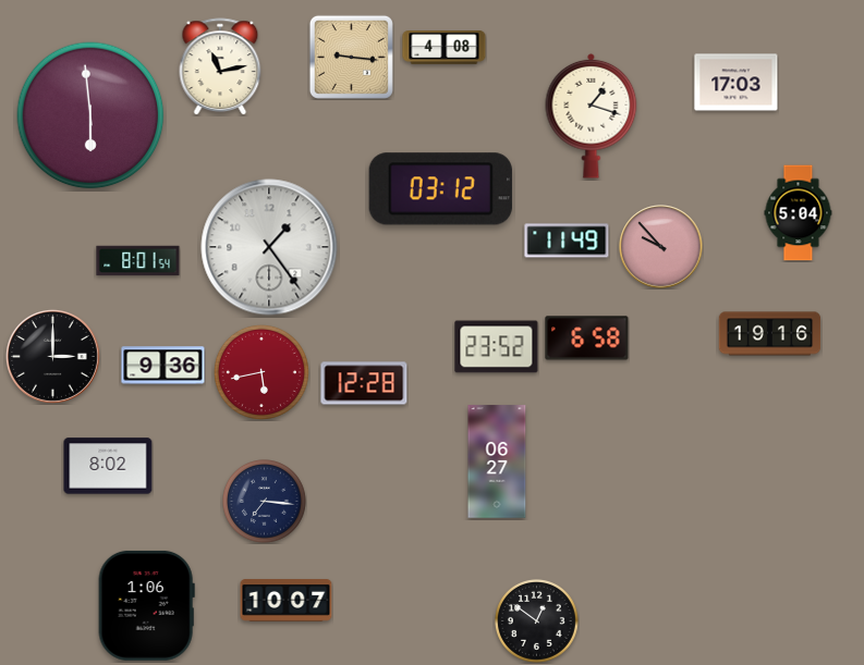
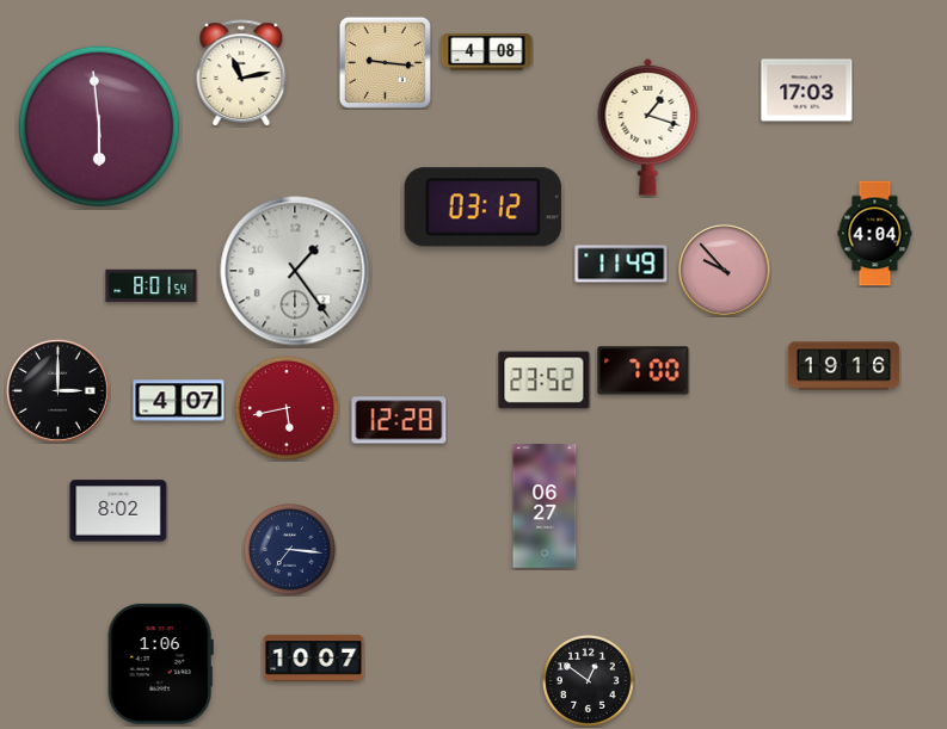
clock at (799, 213): 5:04 -> 4:04
clock at (587, 338): 6:58 -> 7:00
clock at (163, 366): 9:36 -> 4:07
